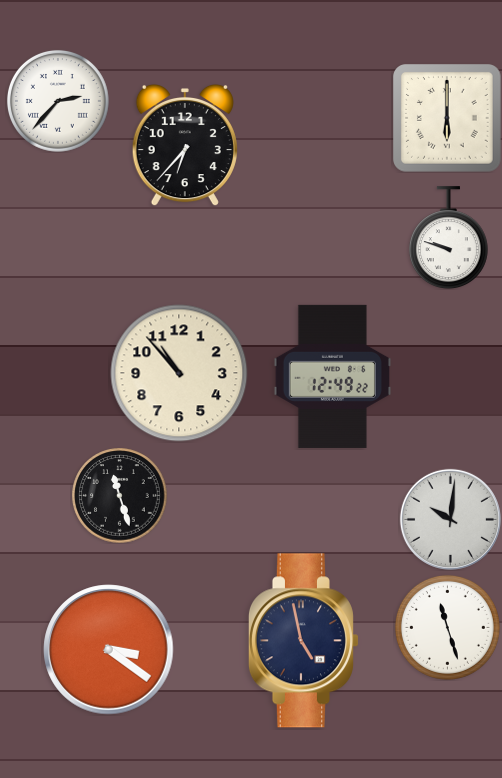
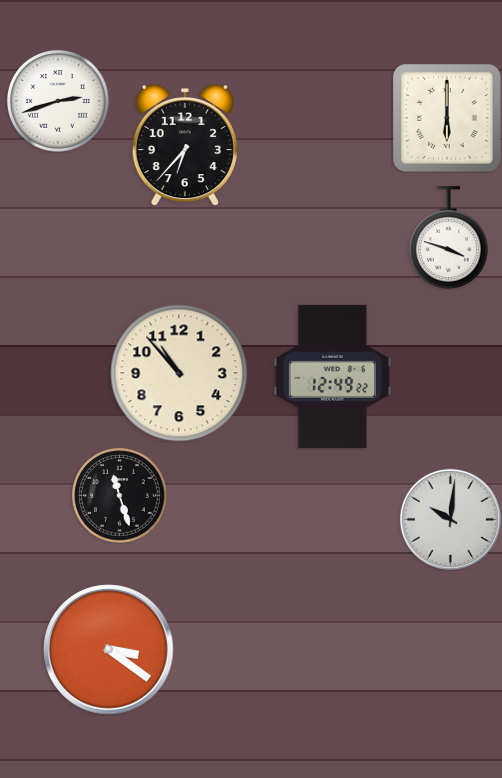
clock at (58, 101): 2:37 -> 2:42
clock at (448, 238): 9:48 -> 3:48
clock at (447, 627): 11:27 -> none
clock at (303, 641): 4:58 -> none
